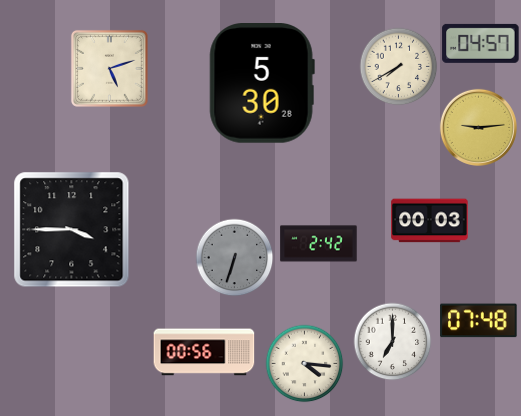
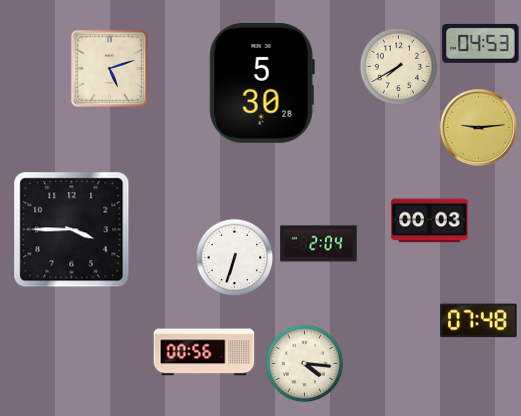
clock at (481, 43): 04:57 -> 04:53
clock at (319, 244): 2:42 -> 2:04
clock at (234, 257) dial: grey -> white
clock at (392, 341): 7:00 -> none
